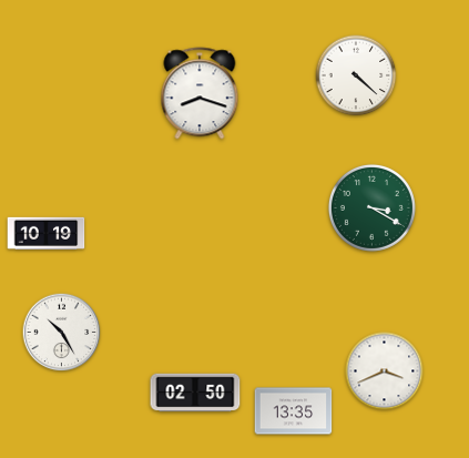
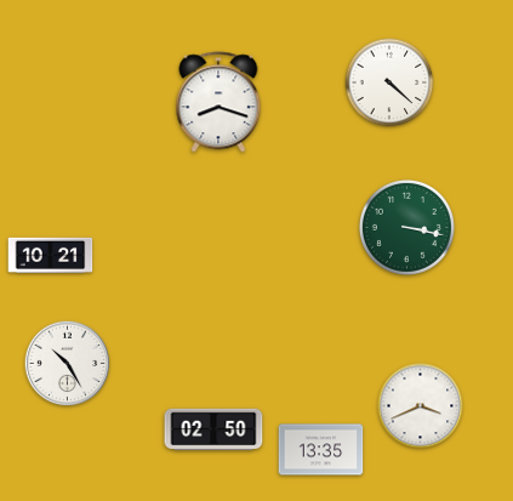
clock at (371, 207): 3:20 -> 3:17
clock at (47, 233): 10:19 -> 10:21
